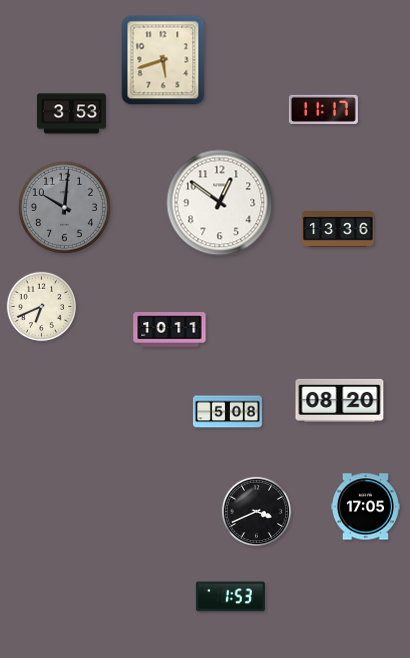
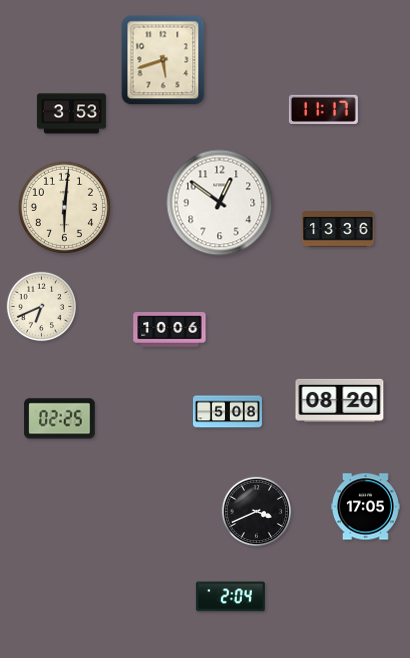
clock at (64, 207): 10:01 -> 6:01
clock at (64, 207) dial: grey -> cream
clock at (170, 330): 10:11 -> 10:06
clock at (60, 419): none -> 02:25
clock at (230, 597): 1:53 -> 2:04
